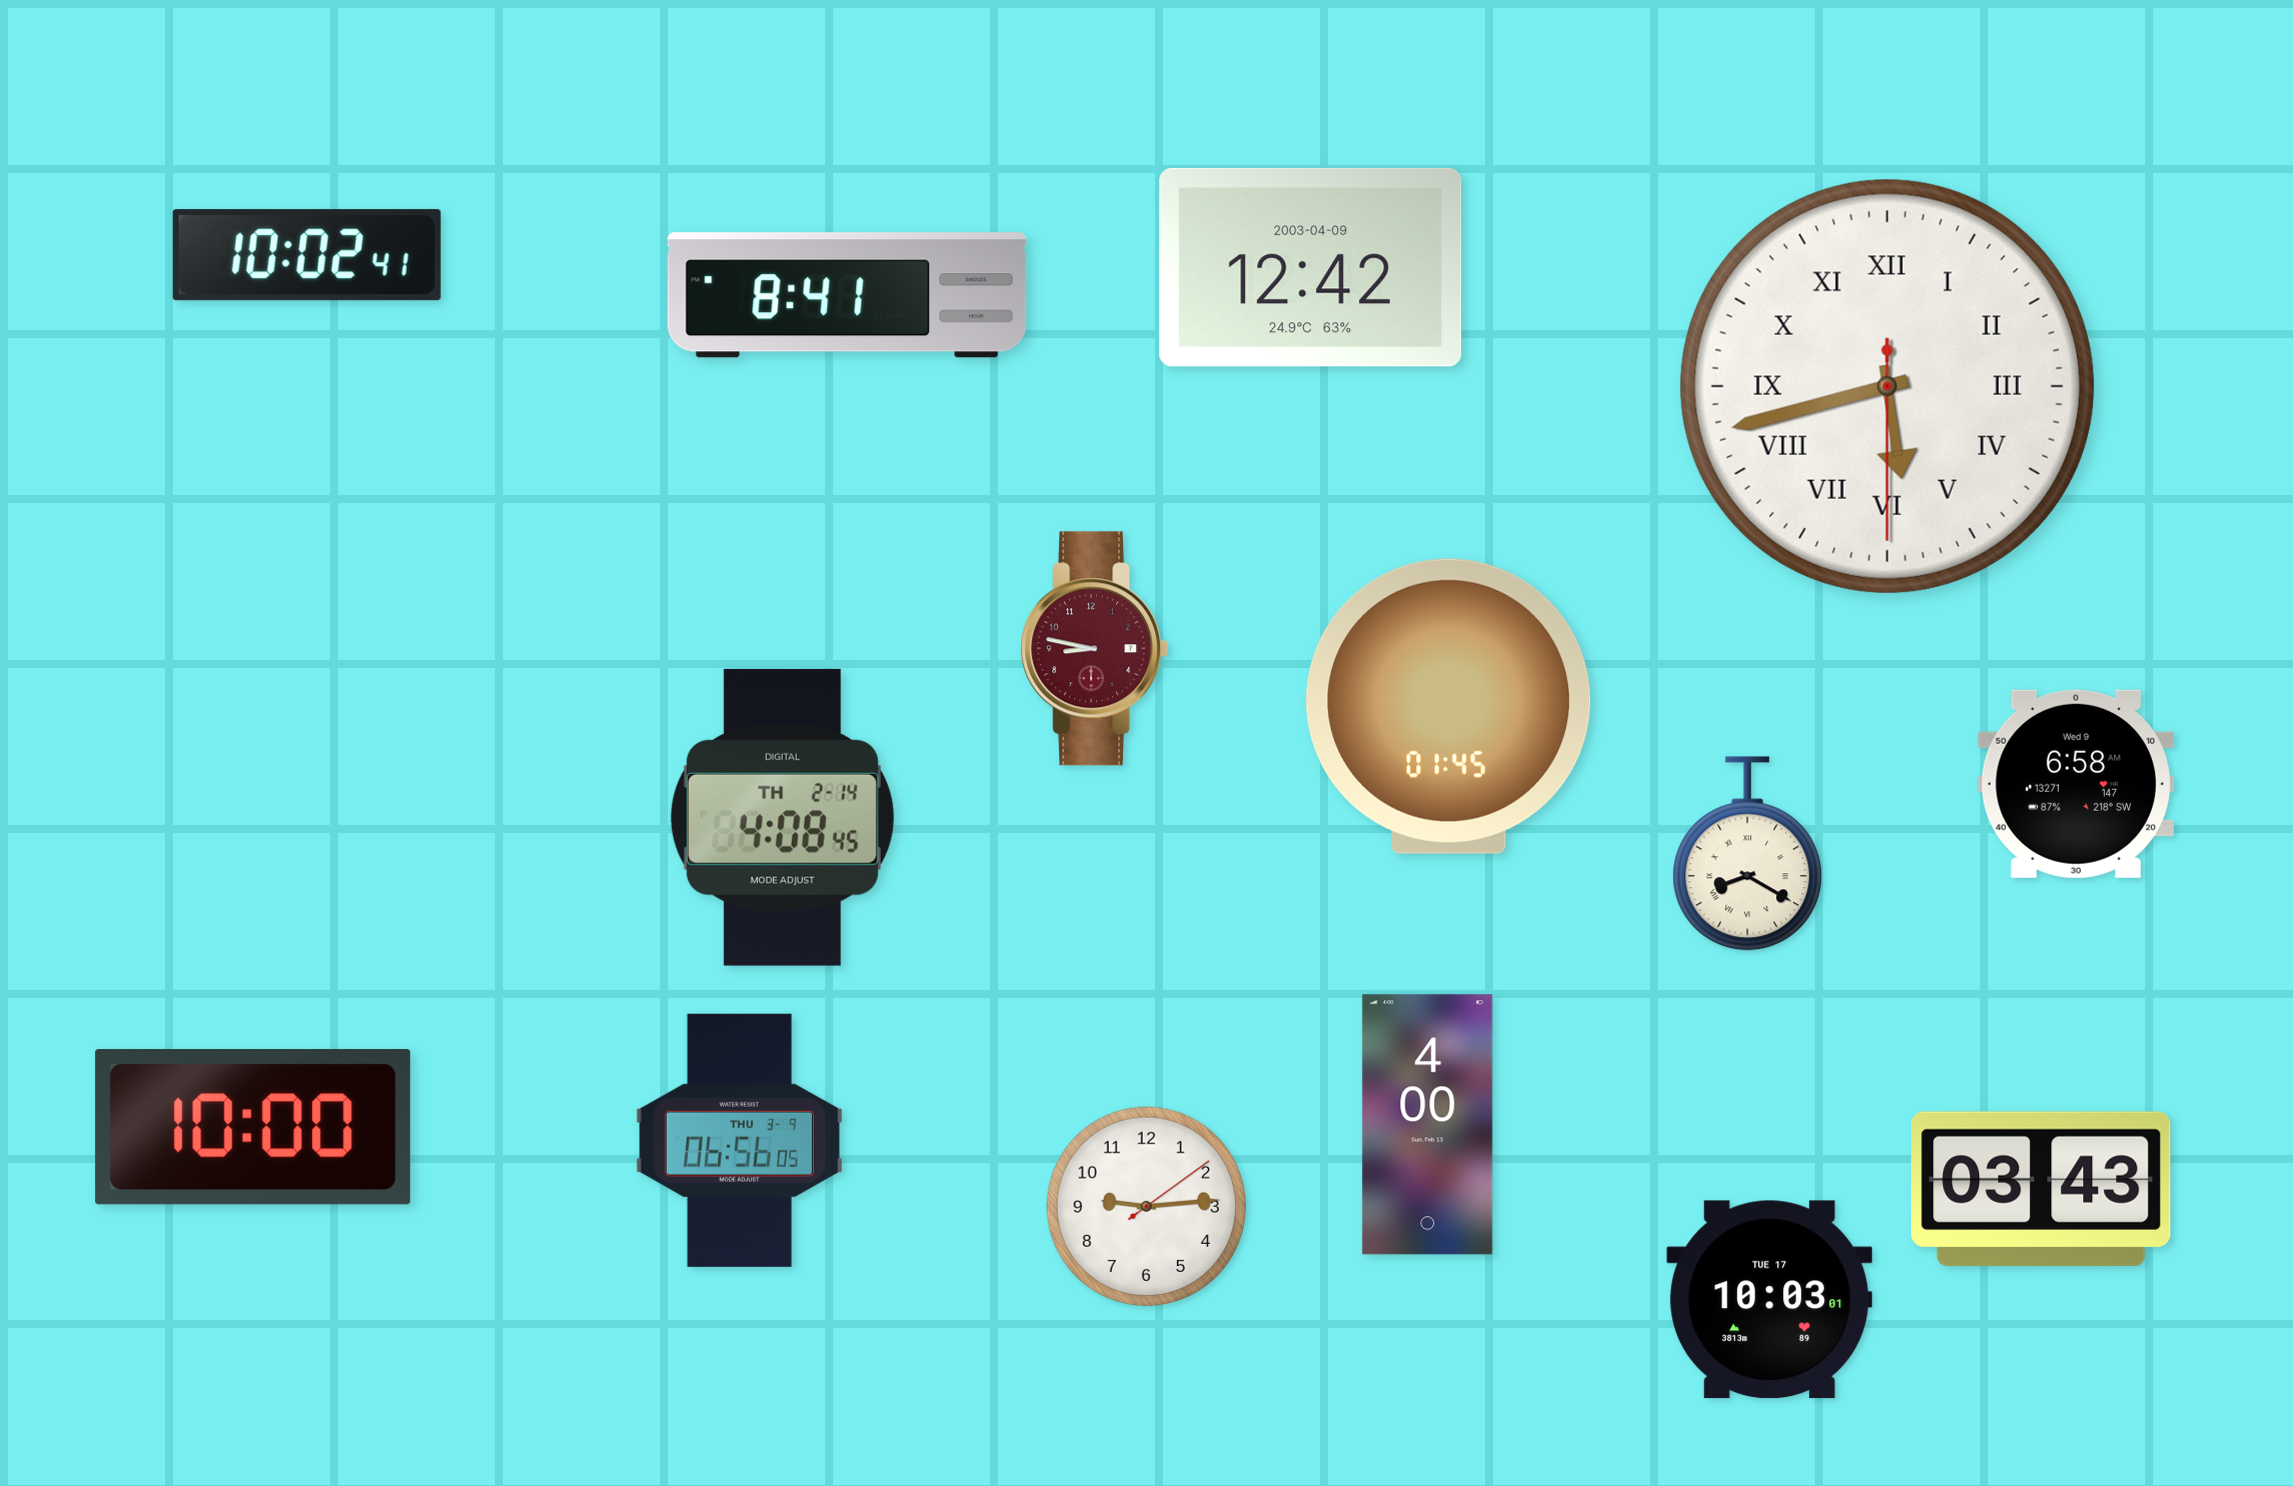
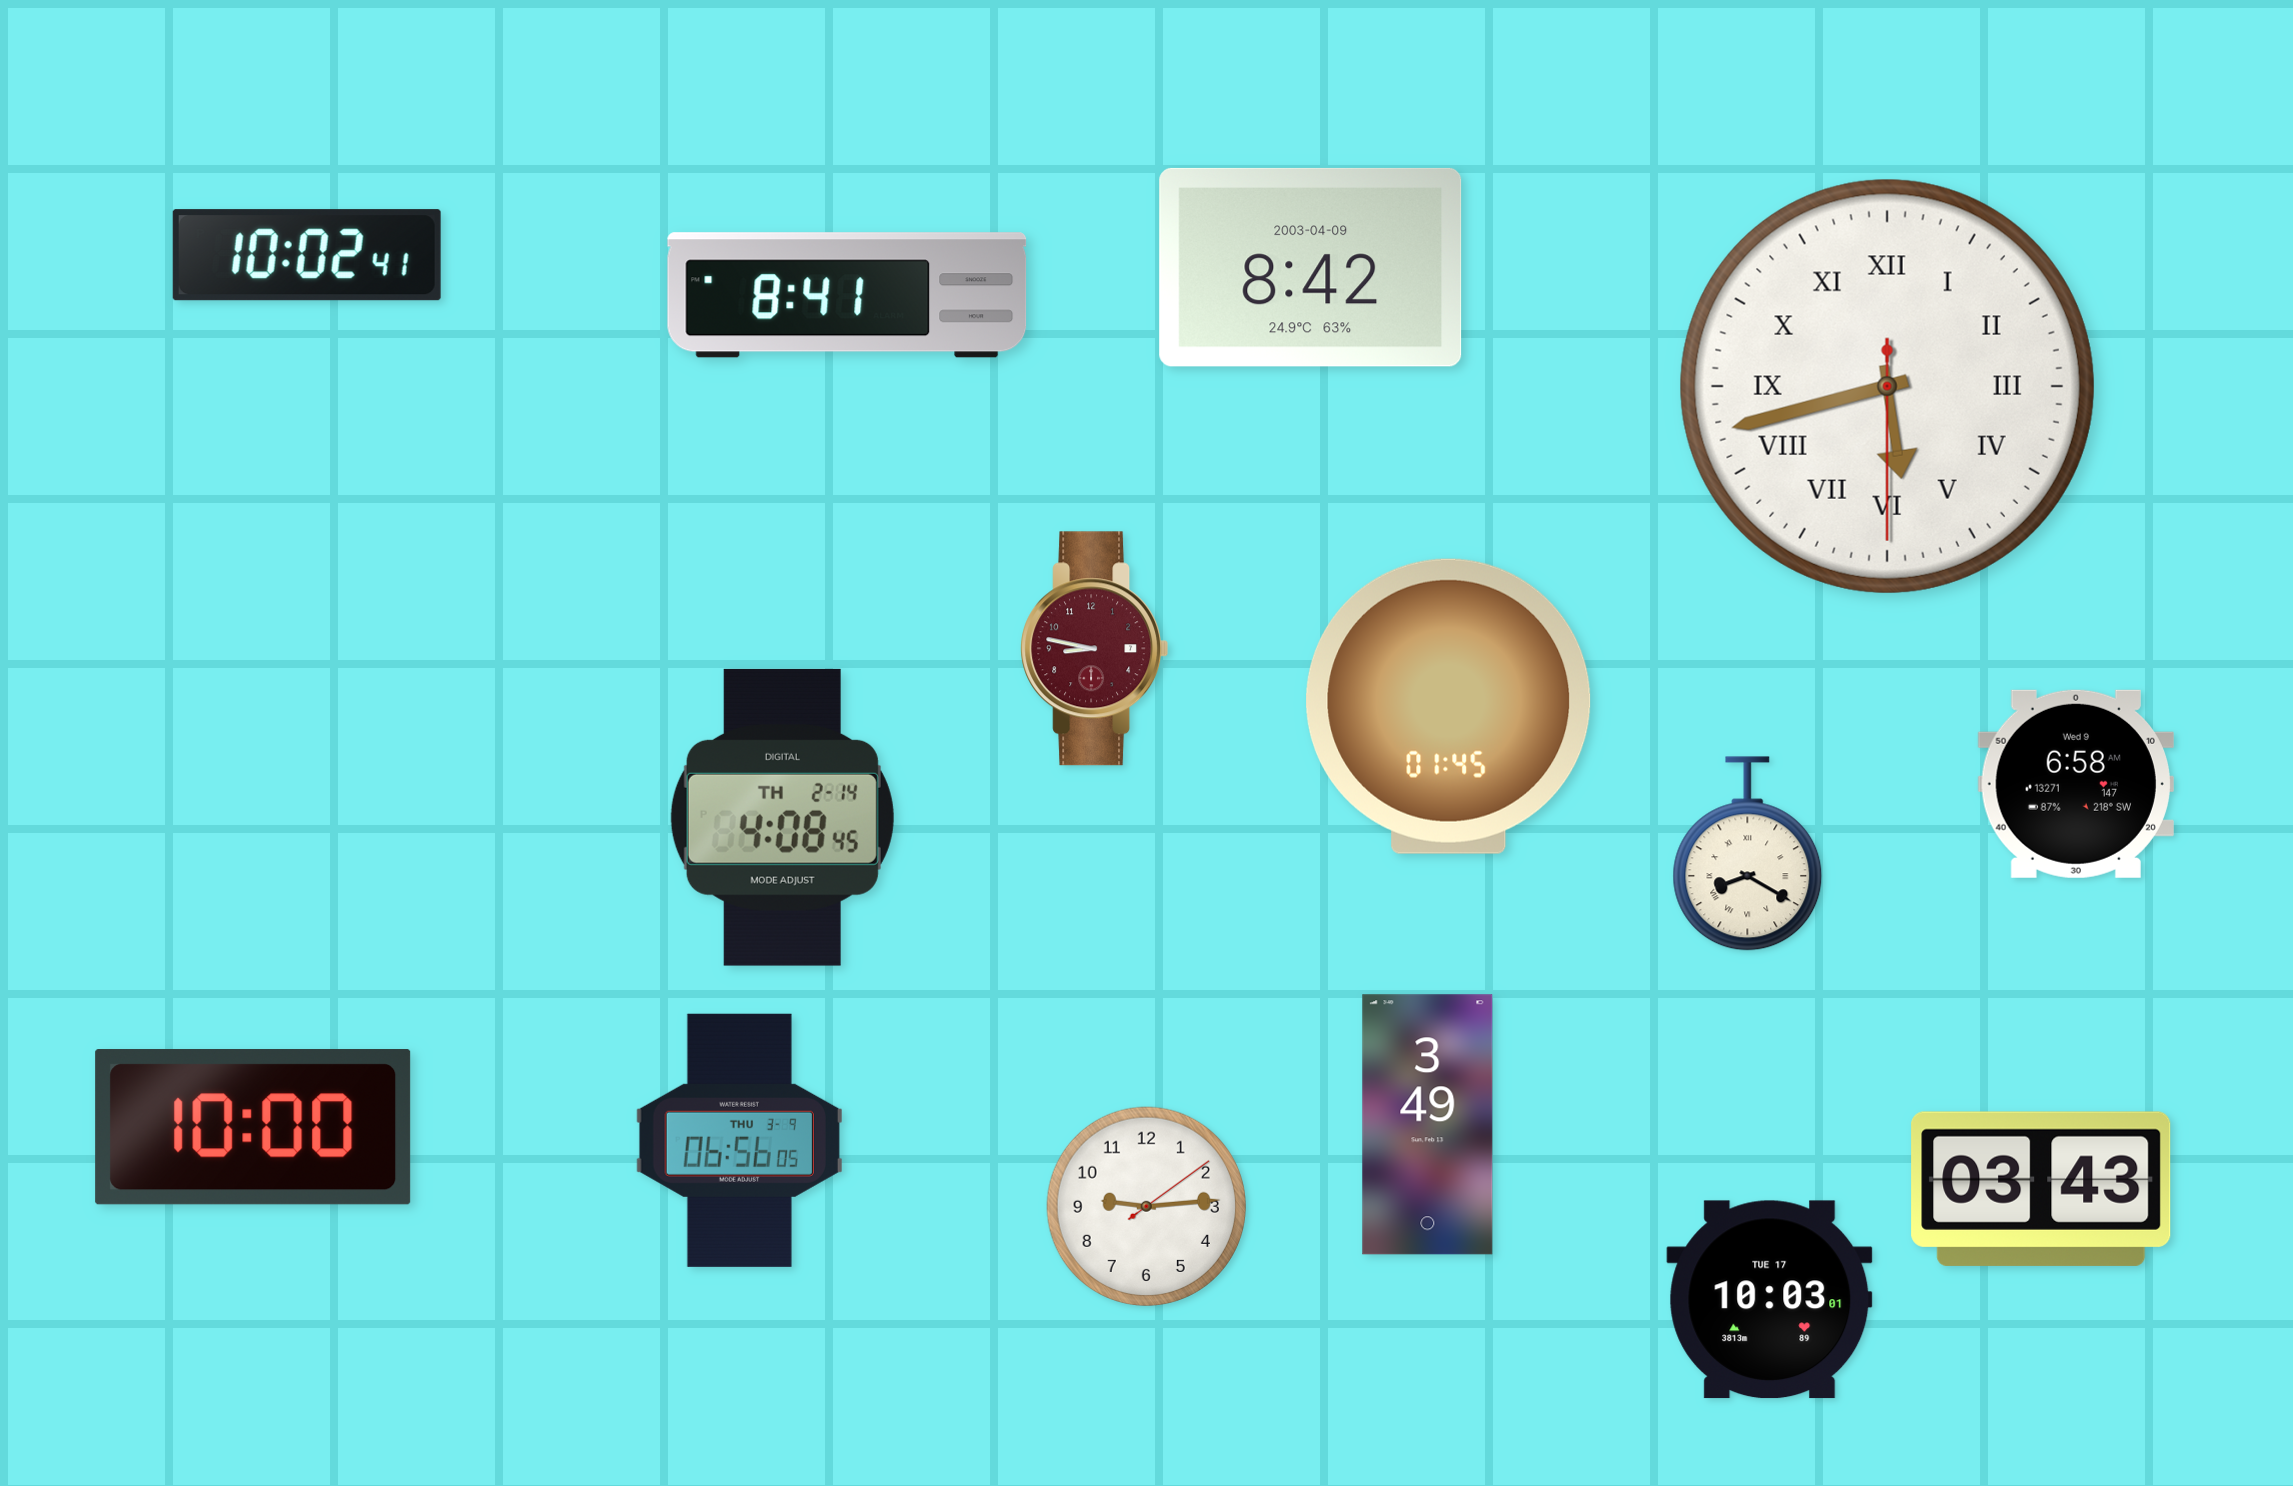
clock at (1311, 267): 12:42 -> 8:42
clock at (1428, 1125): 4:00 -> 3:49
